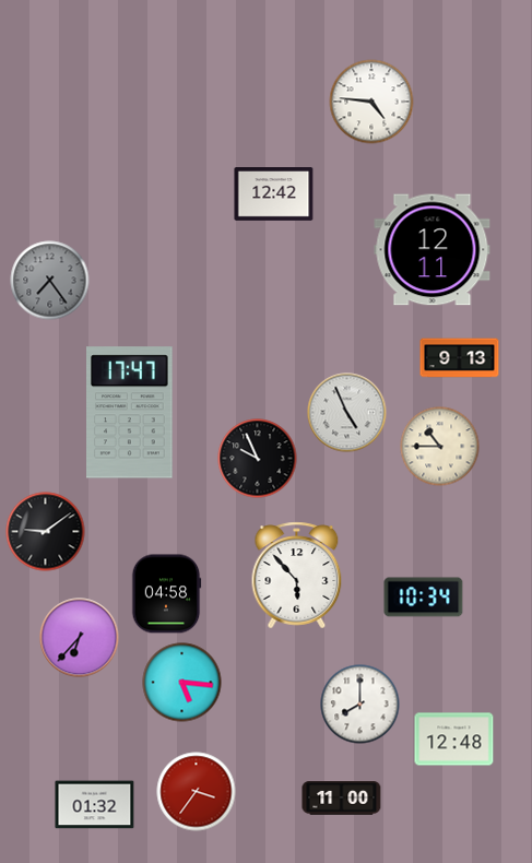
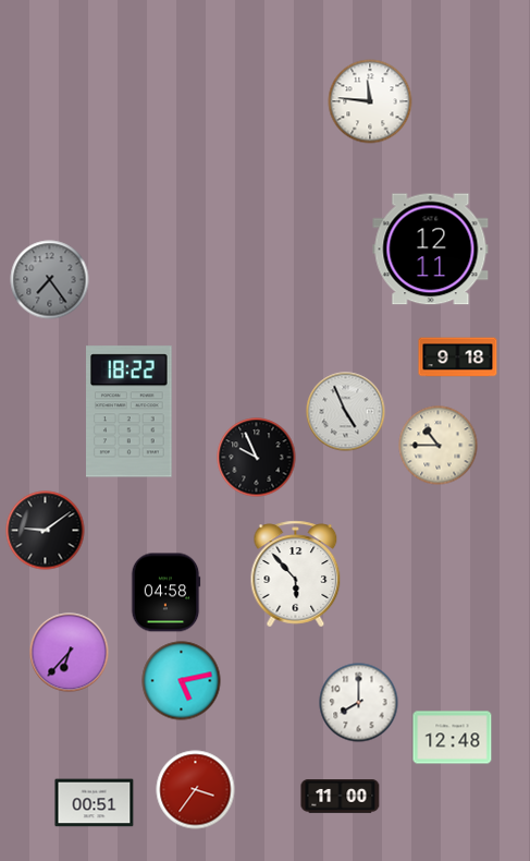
clock at (371, 102): 4:46 -> 11:46
clock at (274, 194): 12:42 -> none
clock at (460, 358): 9:13 -> 9:18
clock at (130, 413): 17:47 -> 18:22
clock at (424, 598): 10:34 -> none
clock at (80, 638) position: (80, 638) -> (70, 653)
clock at (182, 683): 5:16 -> 5:13
clock at (95, 805): 01:32 -> 00:51
